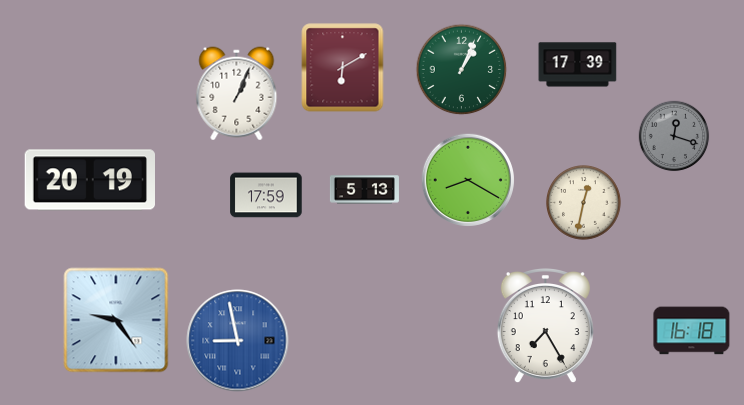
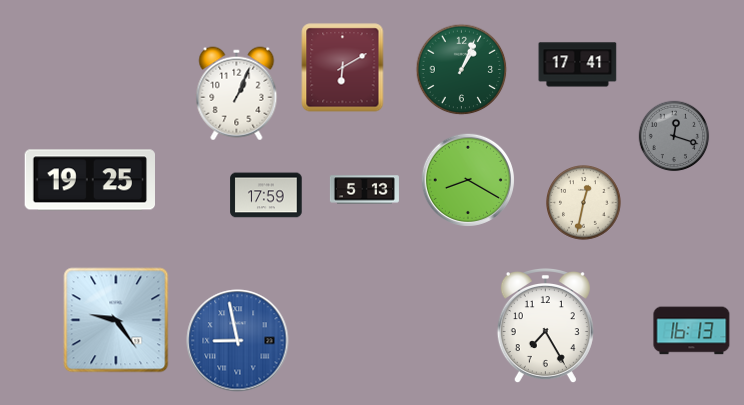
clock at (578, 65): 17:39 -> 17:41
clock at (89, 180): 20:19 -> 19:25
clock at (692, 331): 16:18 -> 16:13
